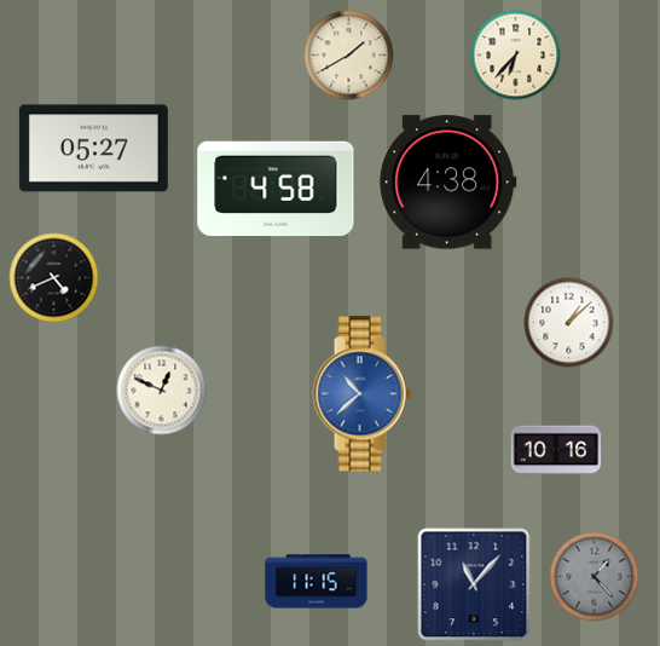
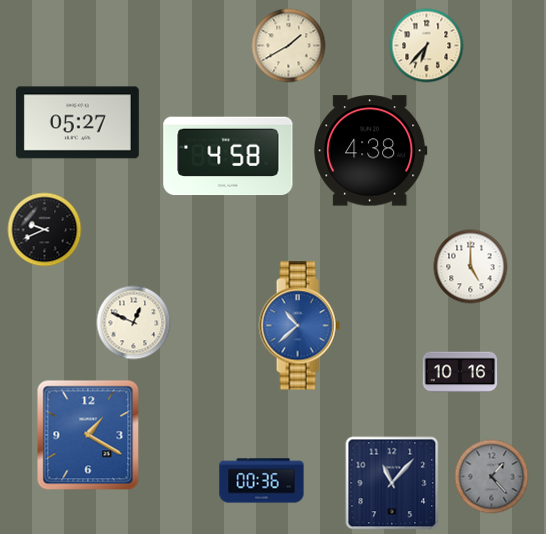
clock at (54, 278): 4:41 -> 9:41
clock at (569, 323): 1:08 -> 5:00
clock at (88, 435): none -> 1:20
clock at (317, 582): 11:15 -> 00:36
